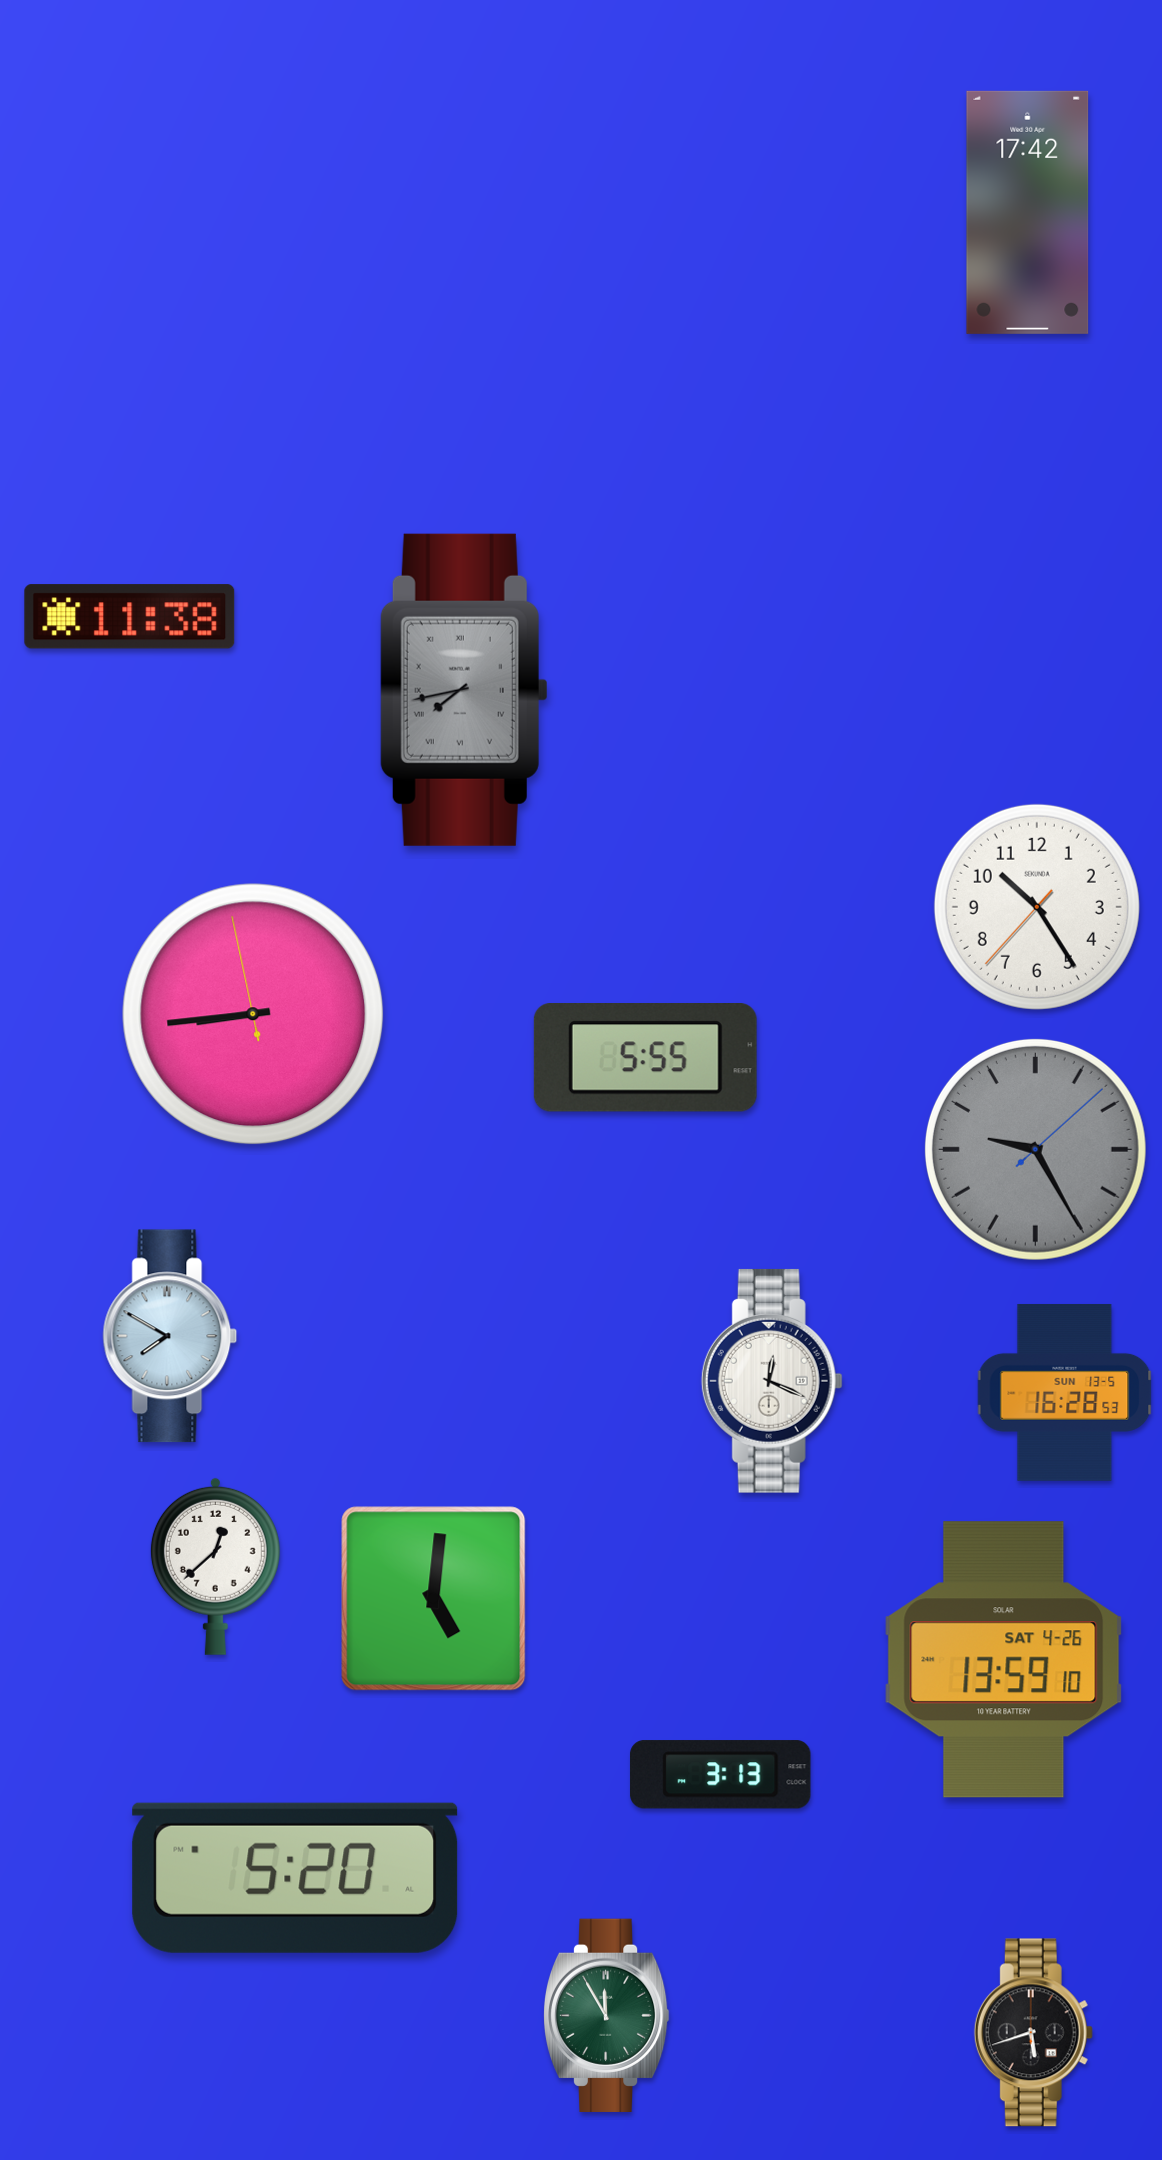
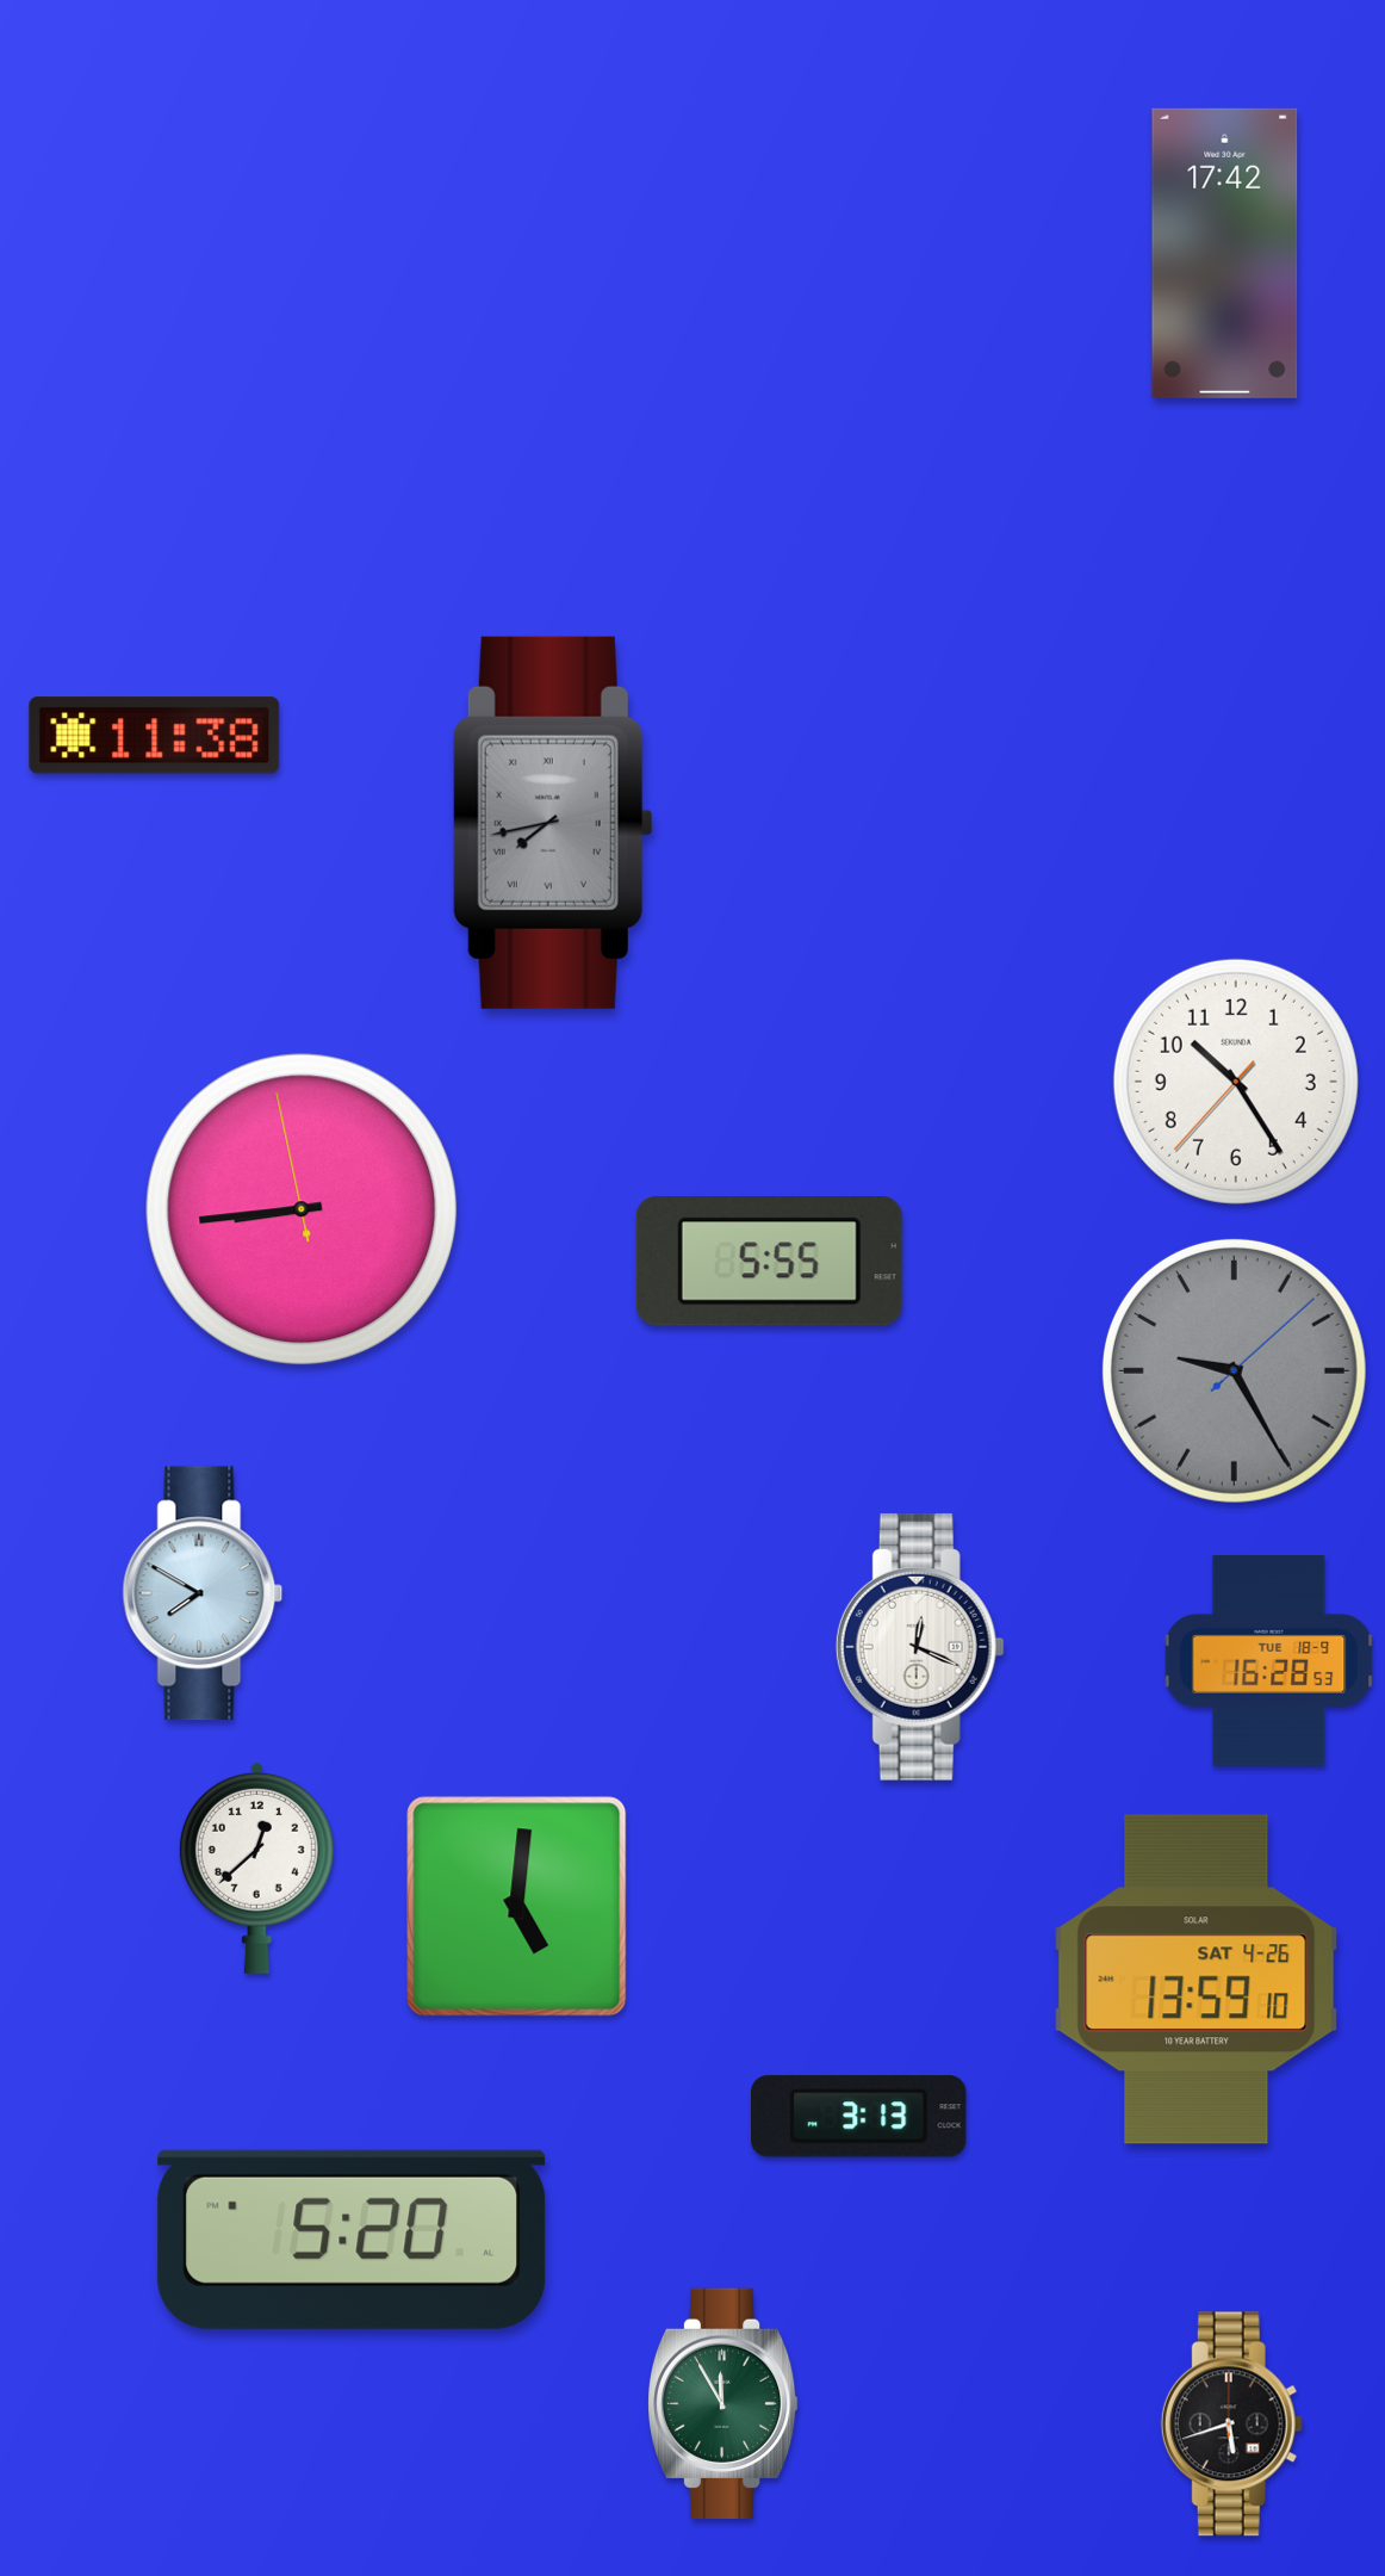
clock at (1065, 1392) date: SUN 13-5 -> TUE 18-9
